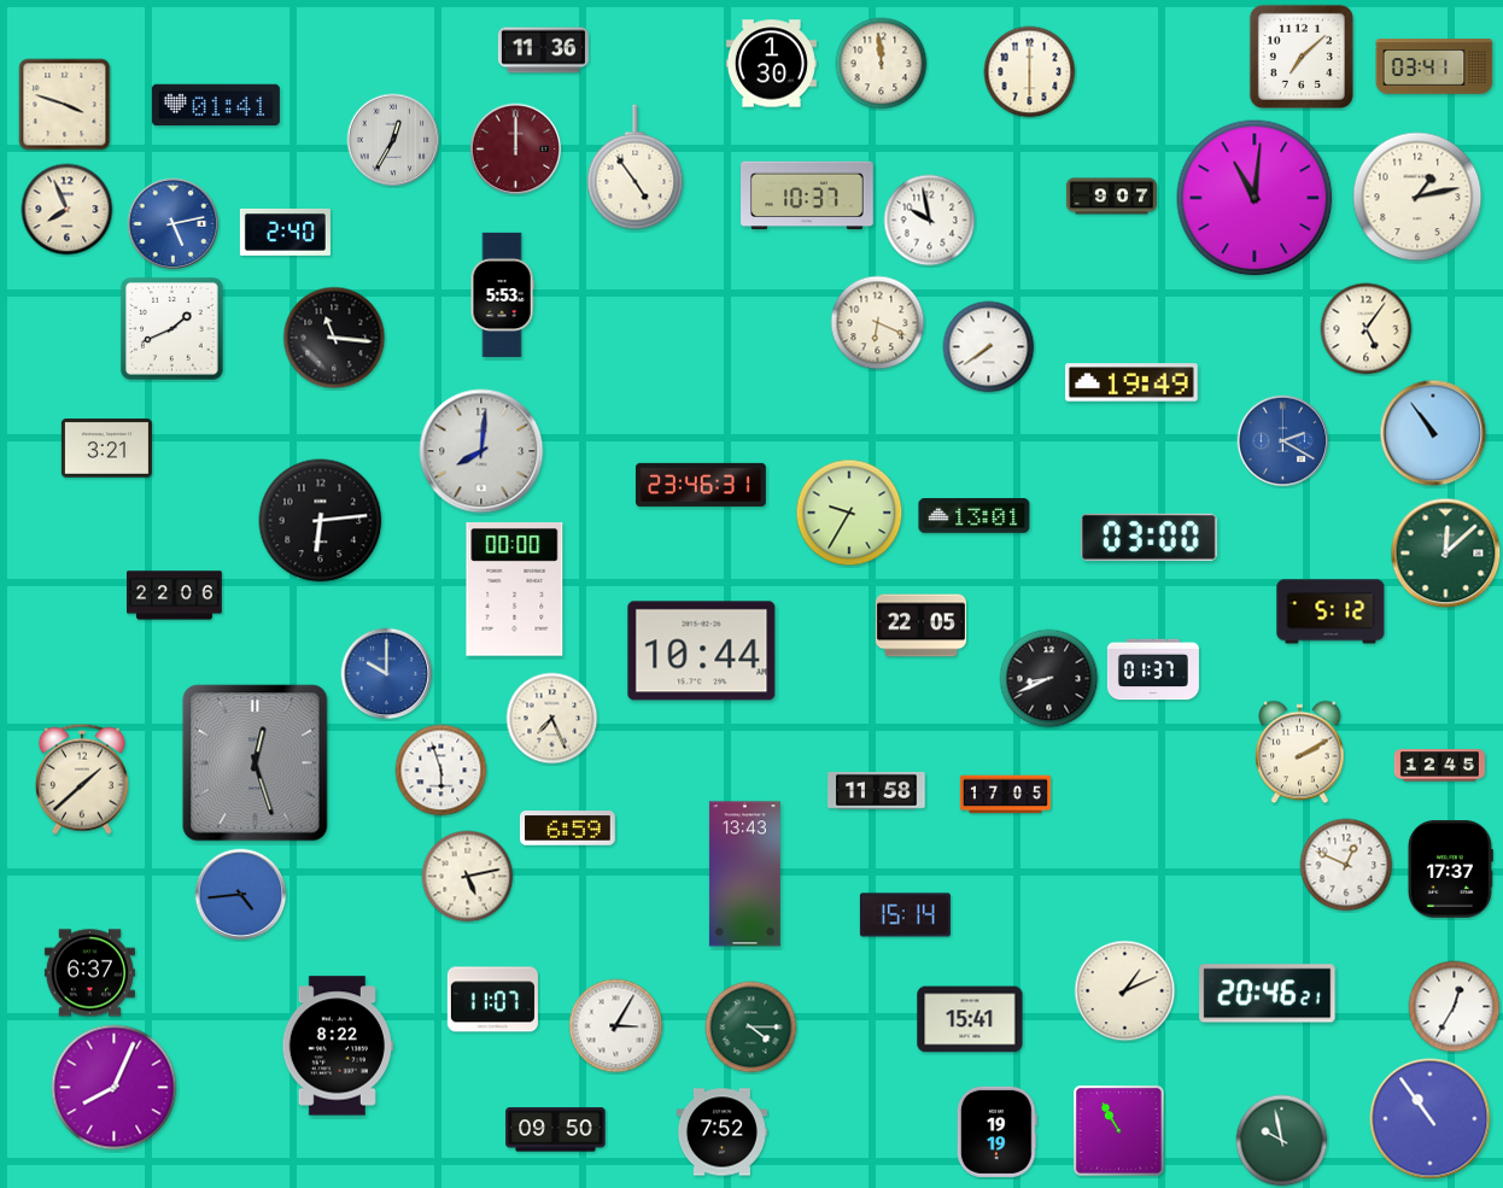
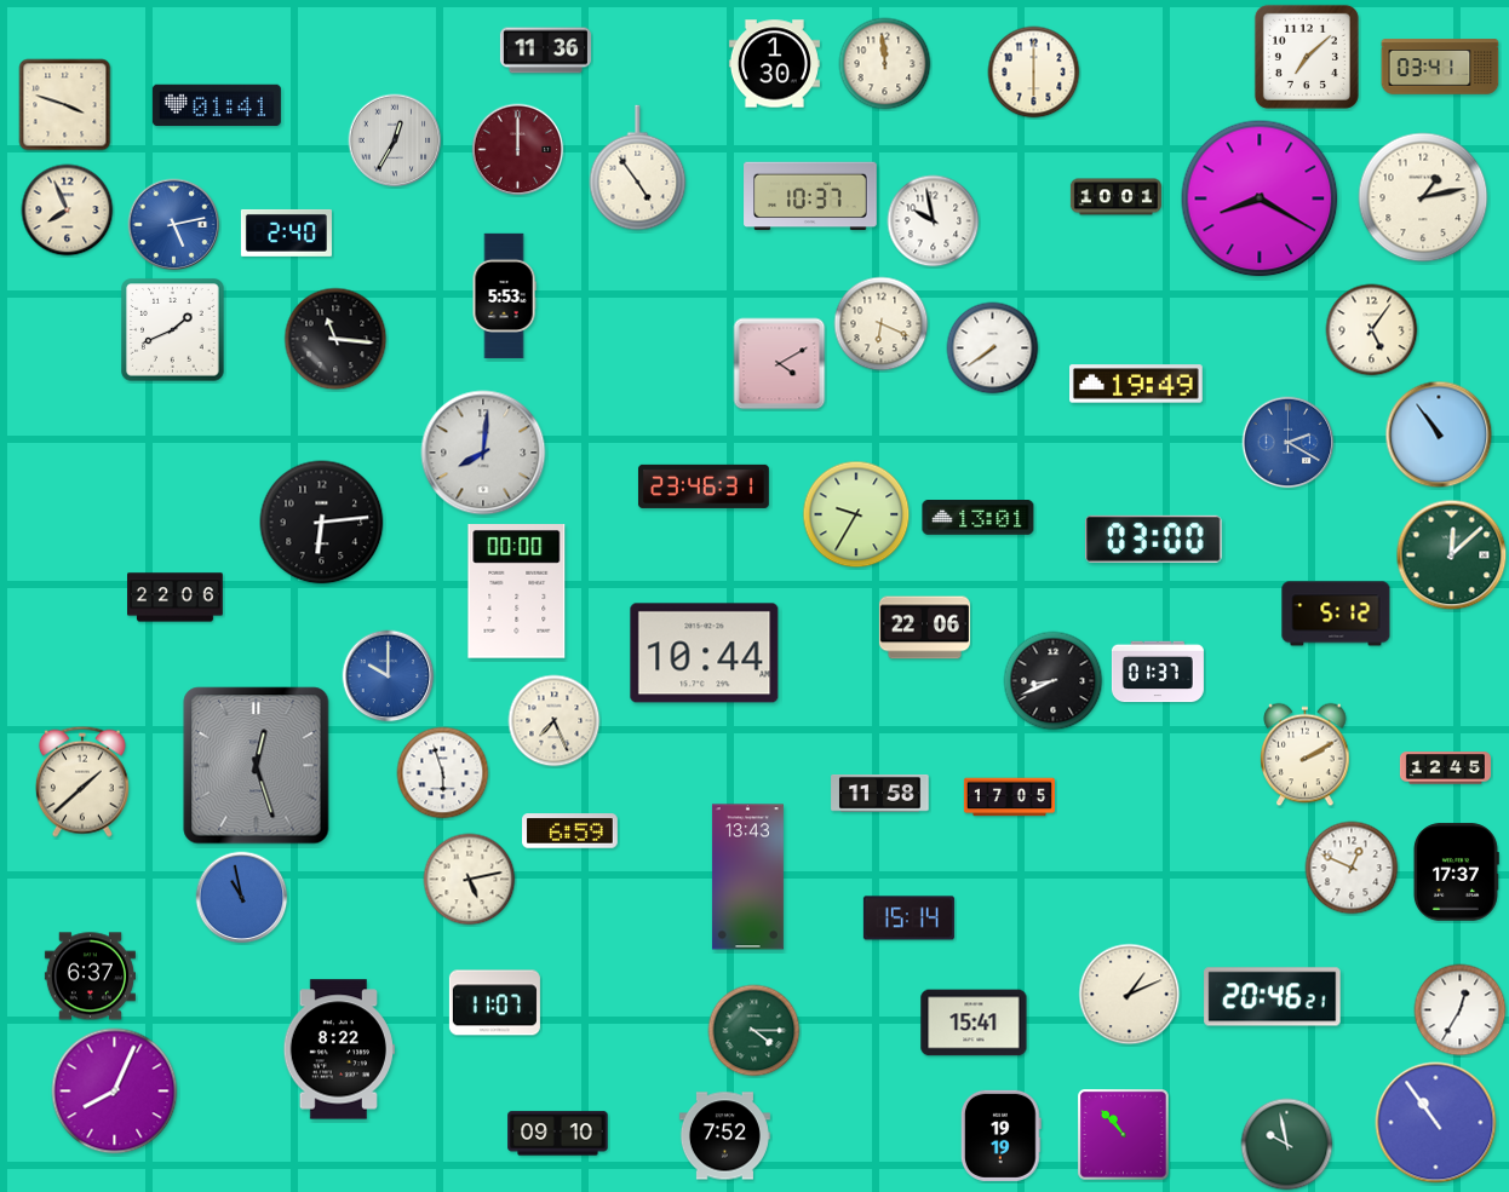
clock at (1111, 197): 9:07 -> 10:01
clock at (1255, 198): 11:01 -> 8:20
clock at (780, 364): none -> 4:10
clock at (106, 449): 3:21 -> none
clock at (849, 513) position: (849, 513) -> (856, 514)
clock at (920, 626): 22:05 -> 22:06
clock at (241, 895): 4:44 -> 10:58
clock at (616, 1026): 3:05 -> none
clock at (556, 1130): 09:50 -> 09:10
clock at (1119, 1131): 10:55 -> 10:53
